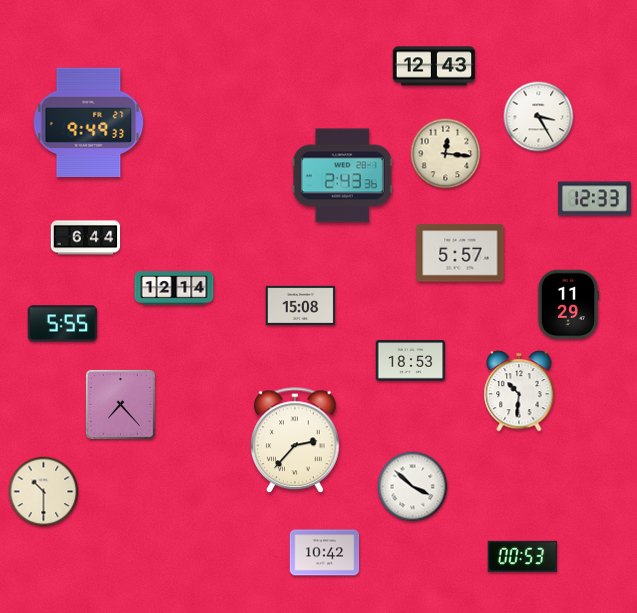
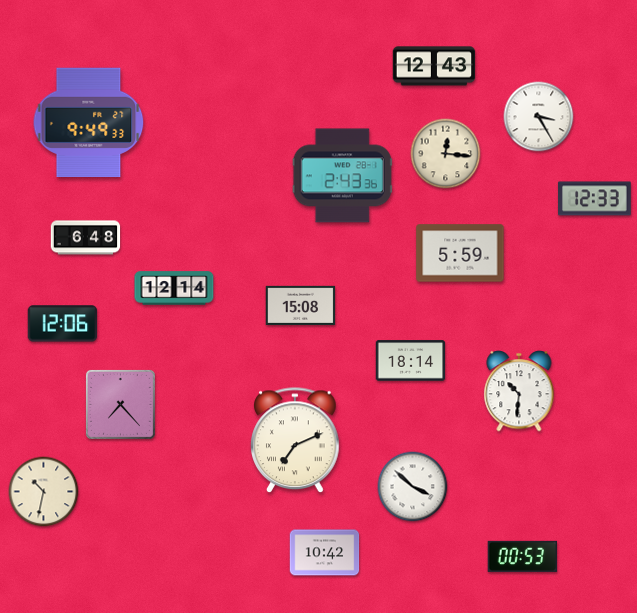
clock at (86, 238): 6:44 -> 6:48
clock at (460, 253): 5:57 -> 5:59
clock at (568, 305): 11:29 -> none
clock at (63, 324): 5:55 -> 12:06
clock at (411, 361): 18:53 -> 18:14
clock at (295, 441): 2:37 -> 7:11
clock at (44, 492): 10:30 -> 10:32
